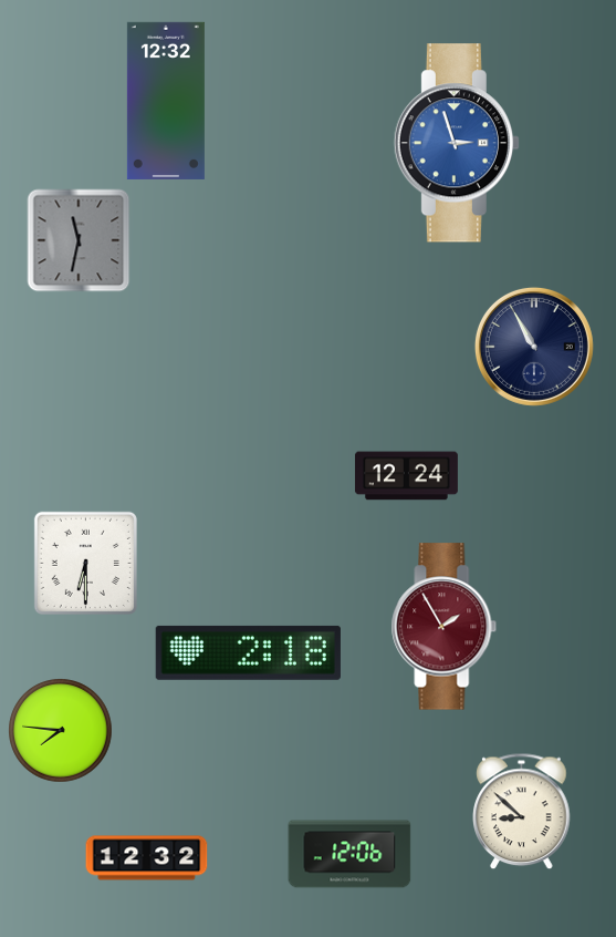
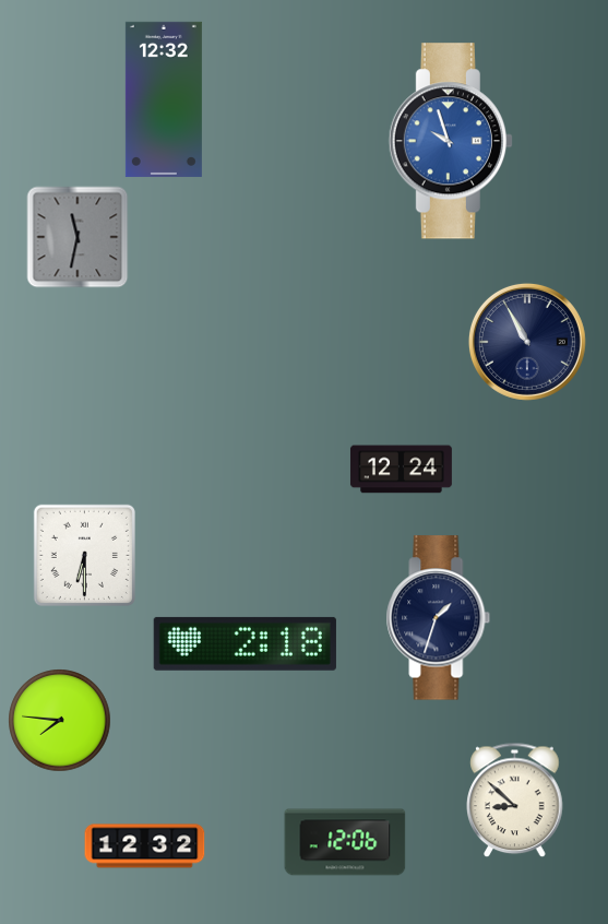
clock at (457, 143): 2:57 -> 9:57
clock at (445, 627): 1:55 -> 1:33
clock at (445, 627) dial: burgundy -> navy
